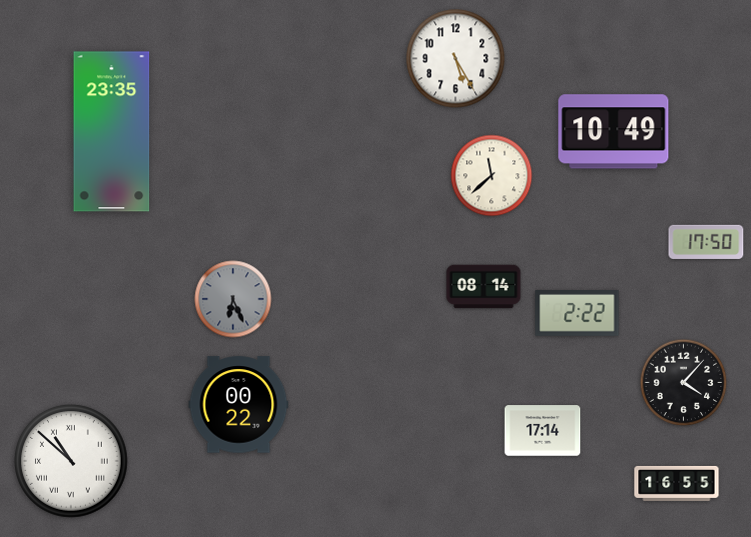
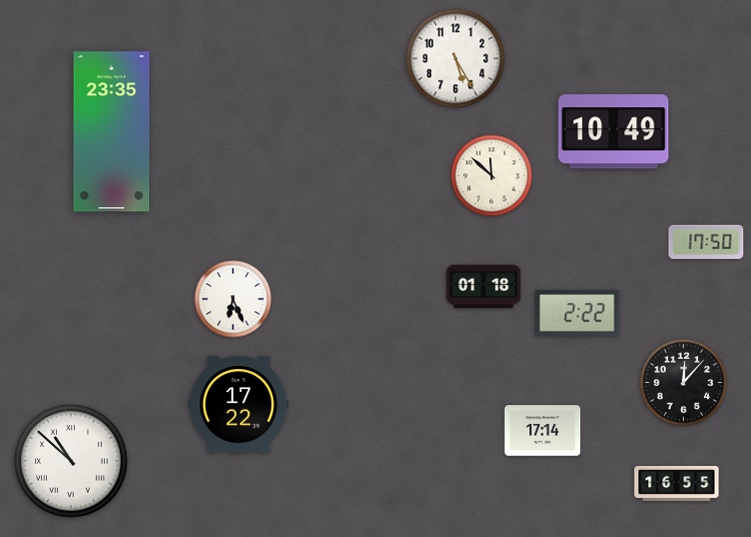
clock at (492, 176): 11:38 -> 11:52
clock at (484, 287): 08:14 -> 01:18
clock at (233, 299) dial: grey -> white
clock at (684, 383): 4:07 -> 12:07
clock at (239, 405): 00:22 -> 17:22
